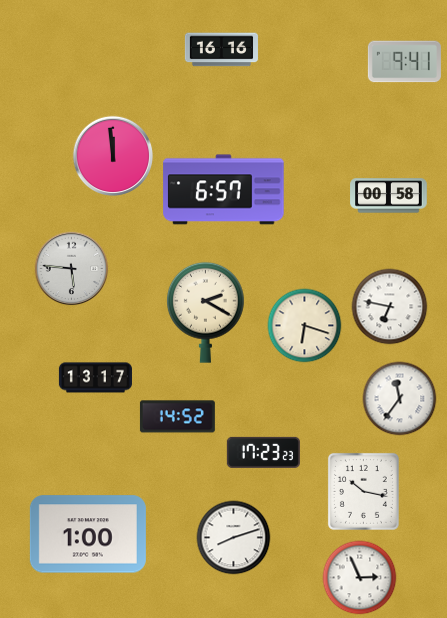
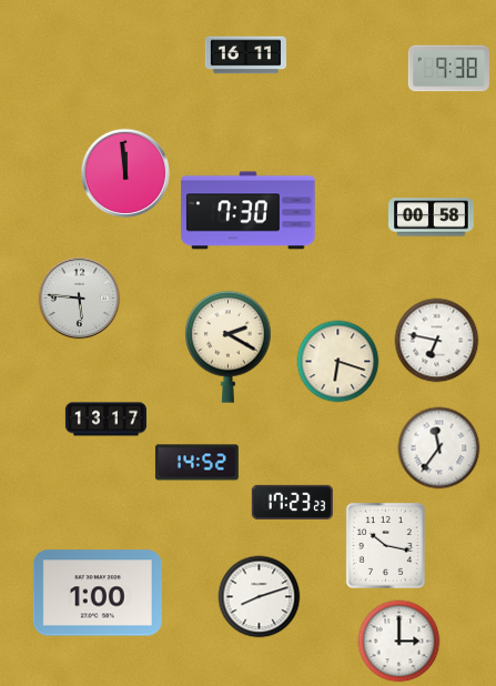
clock at (221, 50): 16:16 -> 16:11
clock at (404, 62): 9:41 -> 9:38
clock at (224, 190): 6:57 -> 7:30
clock at (390, 307) position: (390, 307) -> (437, 341)
clock at (400, 399) position: (400, 399) -> (439, 448)
clock at (363, 491) position: (363, 491) -> (385, 545)
clock at (360, 578): 2:56 -> 3:00
